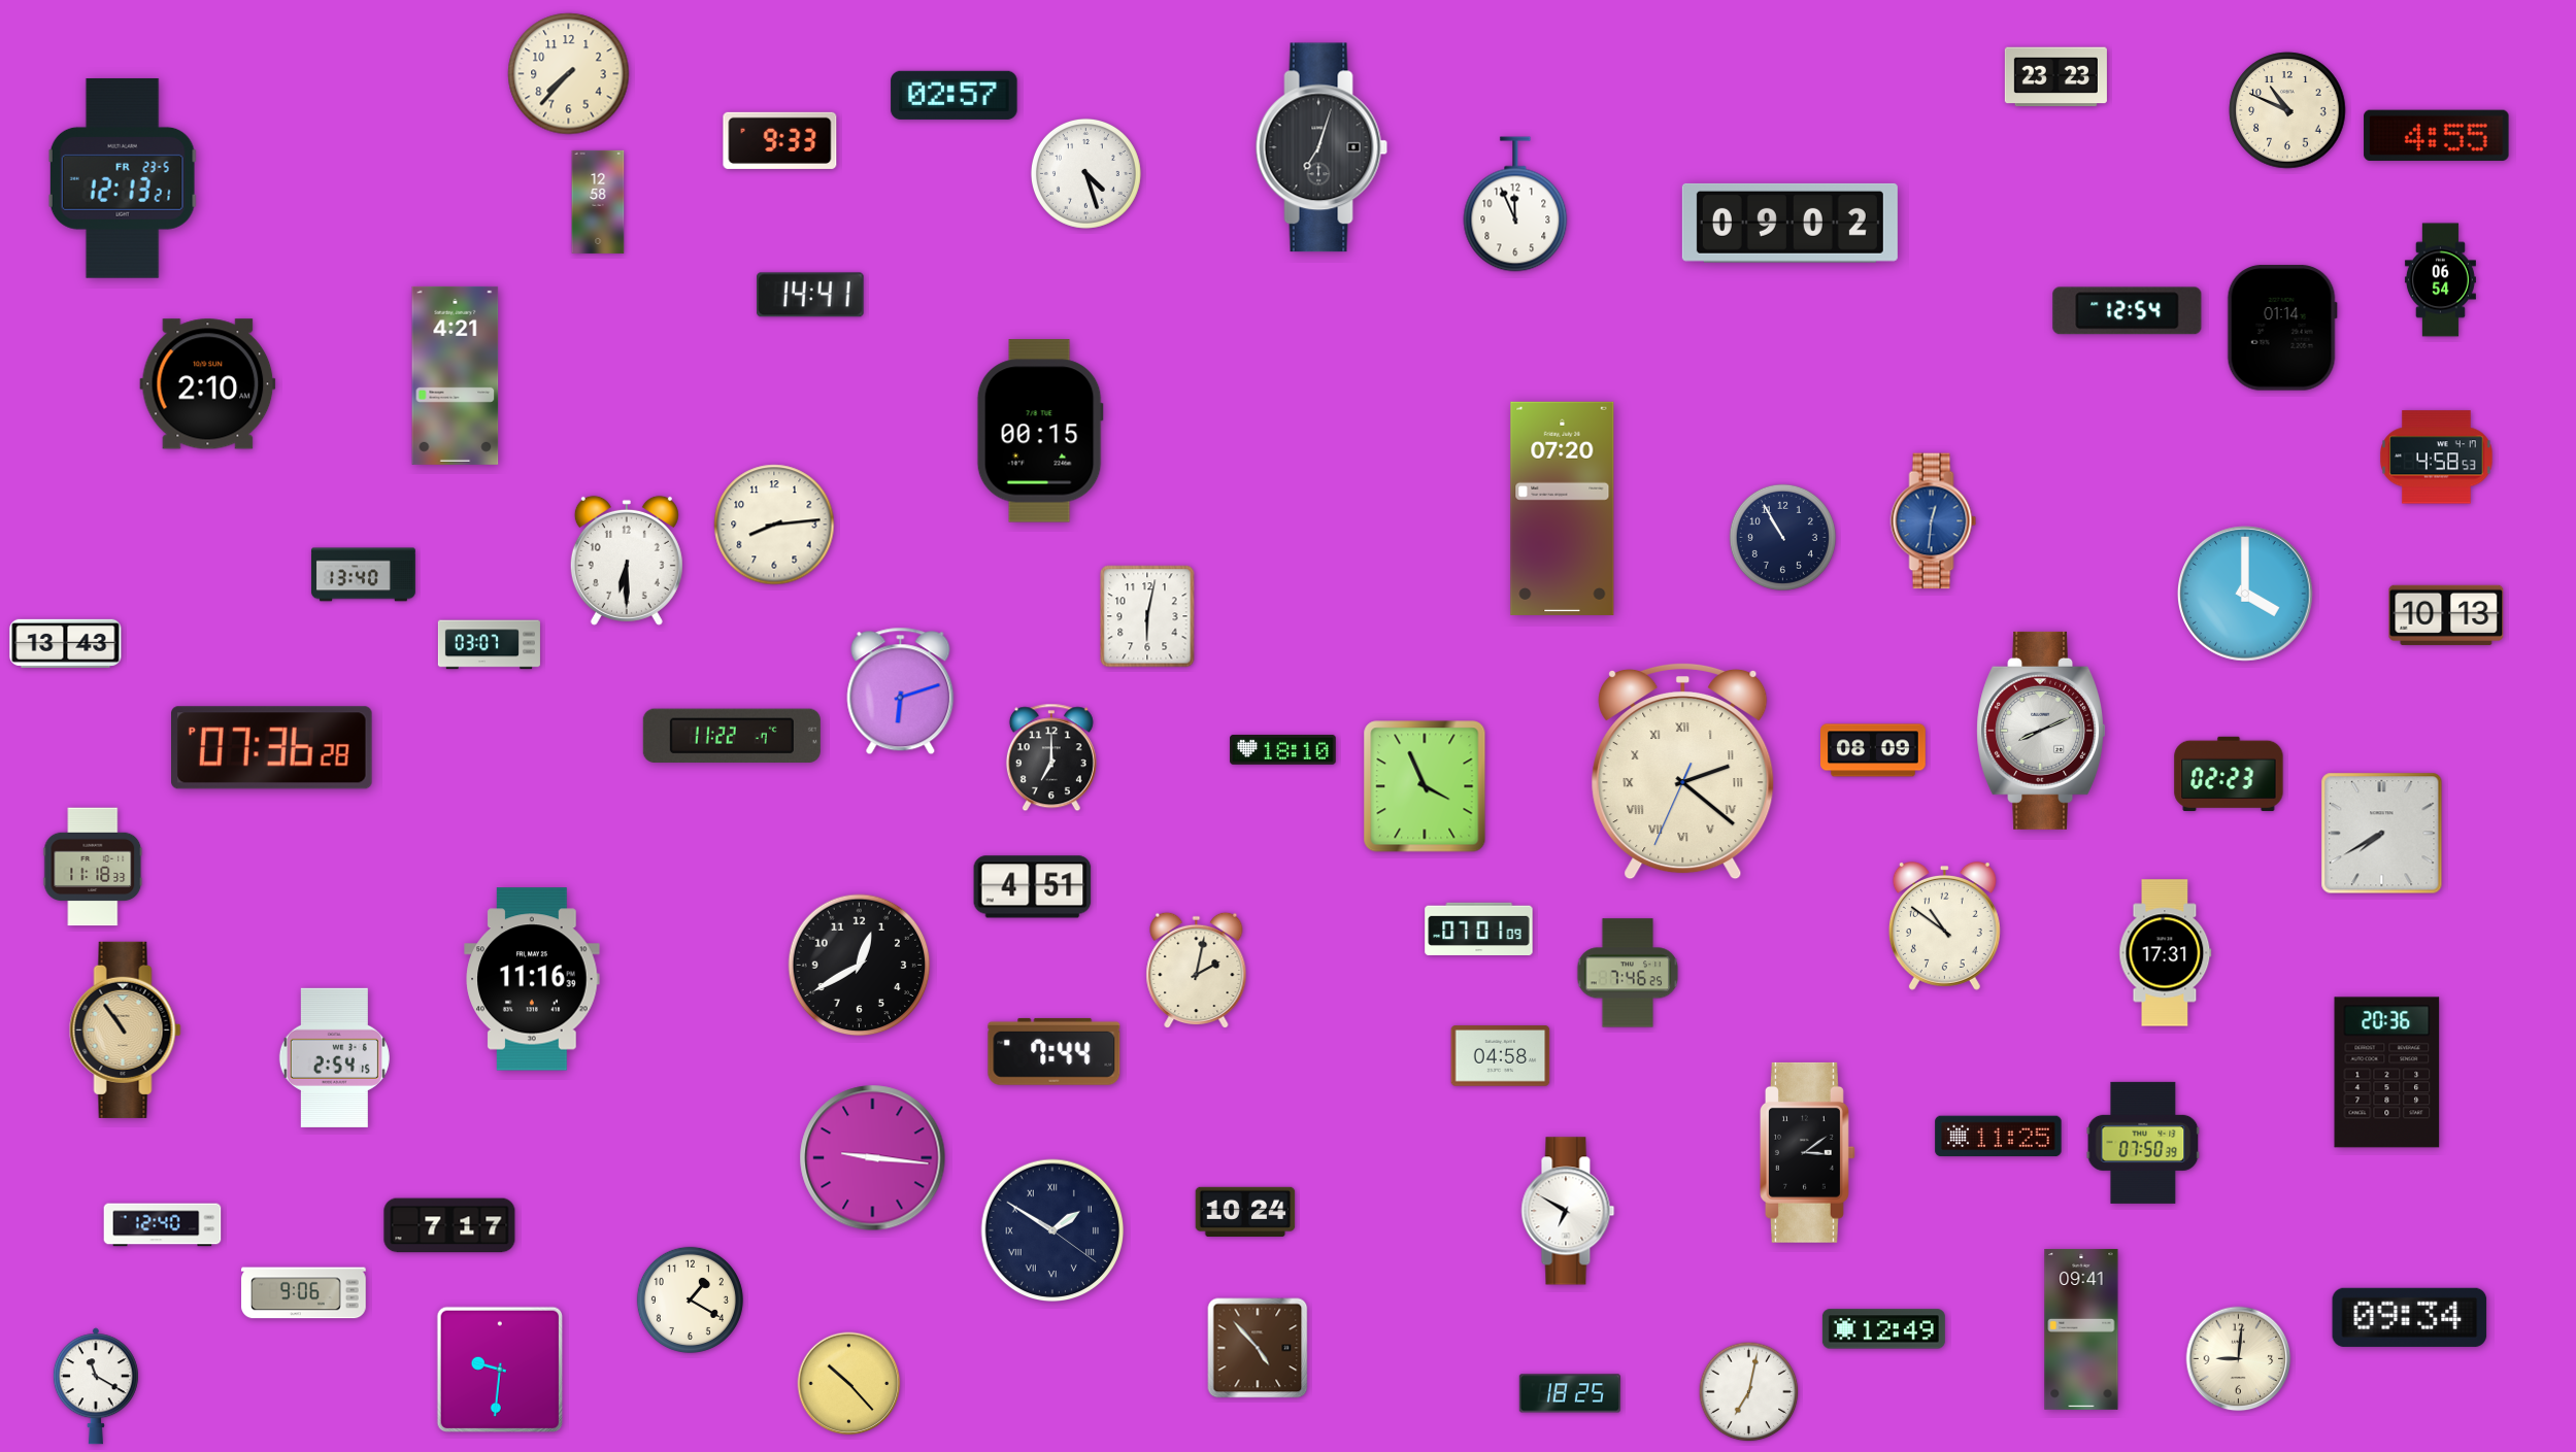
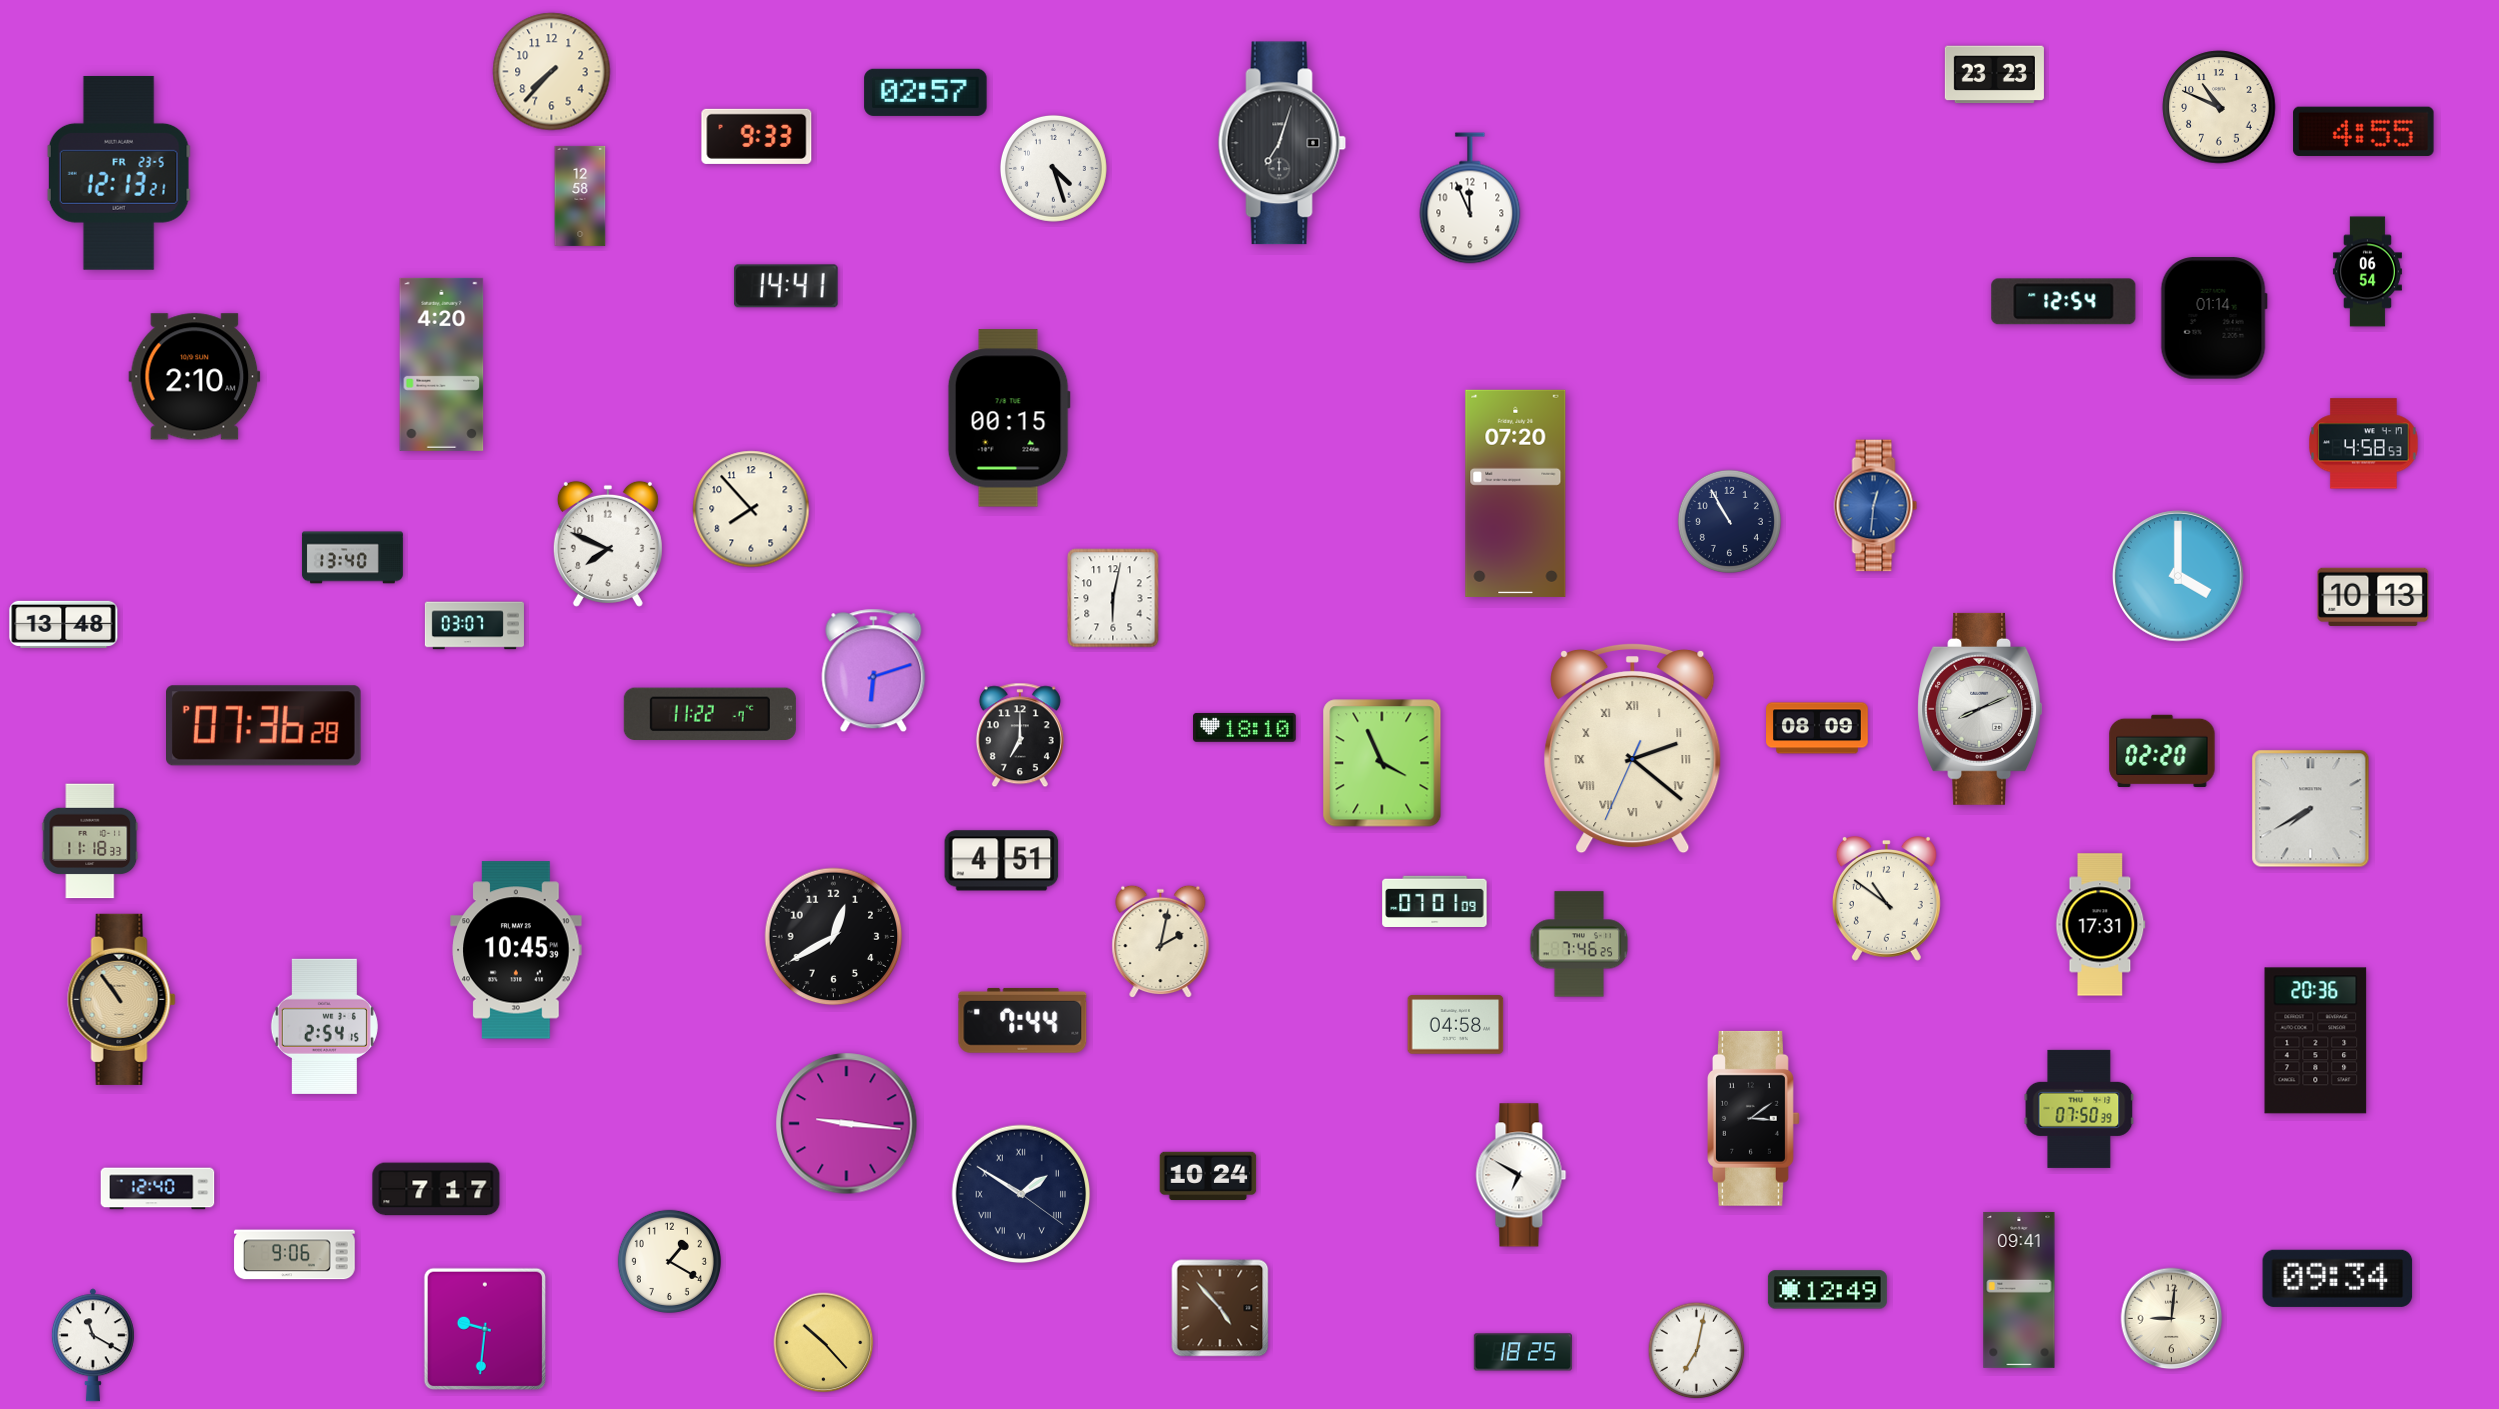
clock at (1789, 223): 09:02 -> none
clock at (456, 375): 4:21 -> 4:20
clock at (208, 384) position: (208, 384) -> (195, 377)
clock at (774, 525): 8:14 -> 7:53
clock at (627, 561): 6:30 -> 7:49
clock at (66, 643): 13:43 -> 13:48
clock at (2229, 773): 02:23 -> 02:20
clock at (532, 979): 11:16 -> 10:45
clock at (1999, 1137): 11:25 -> none
